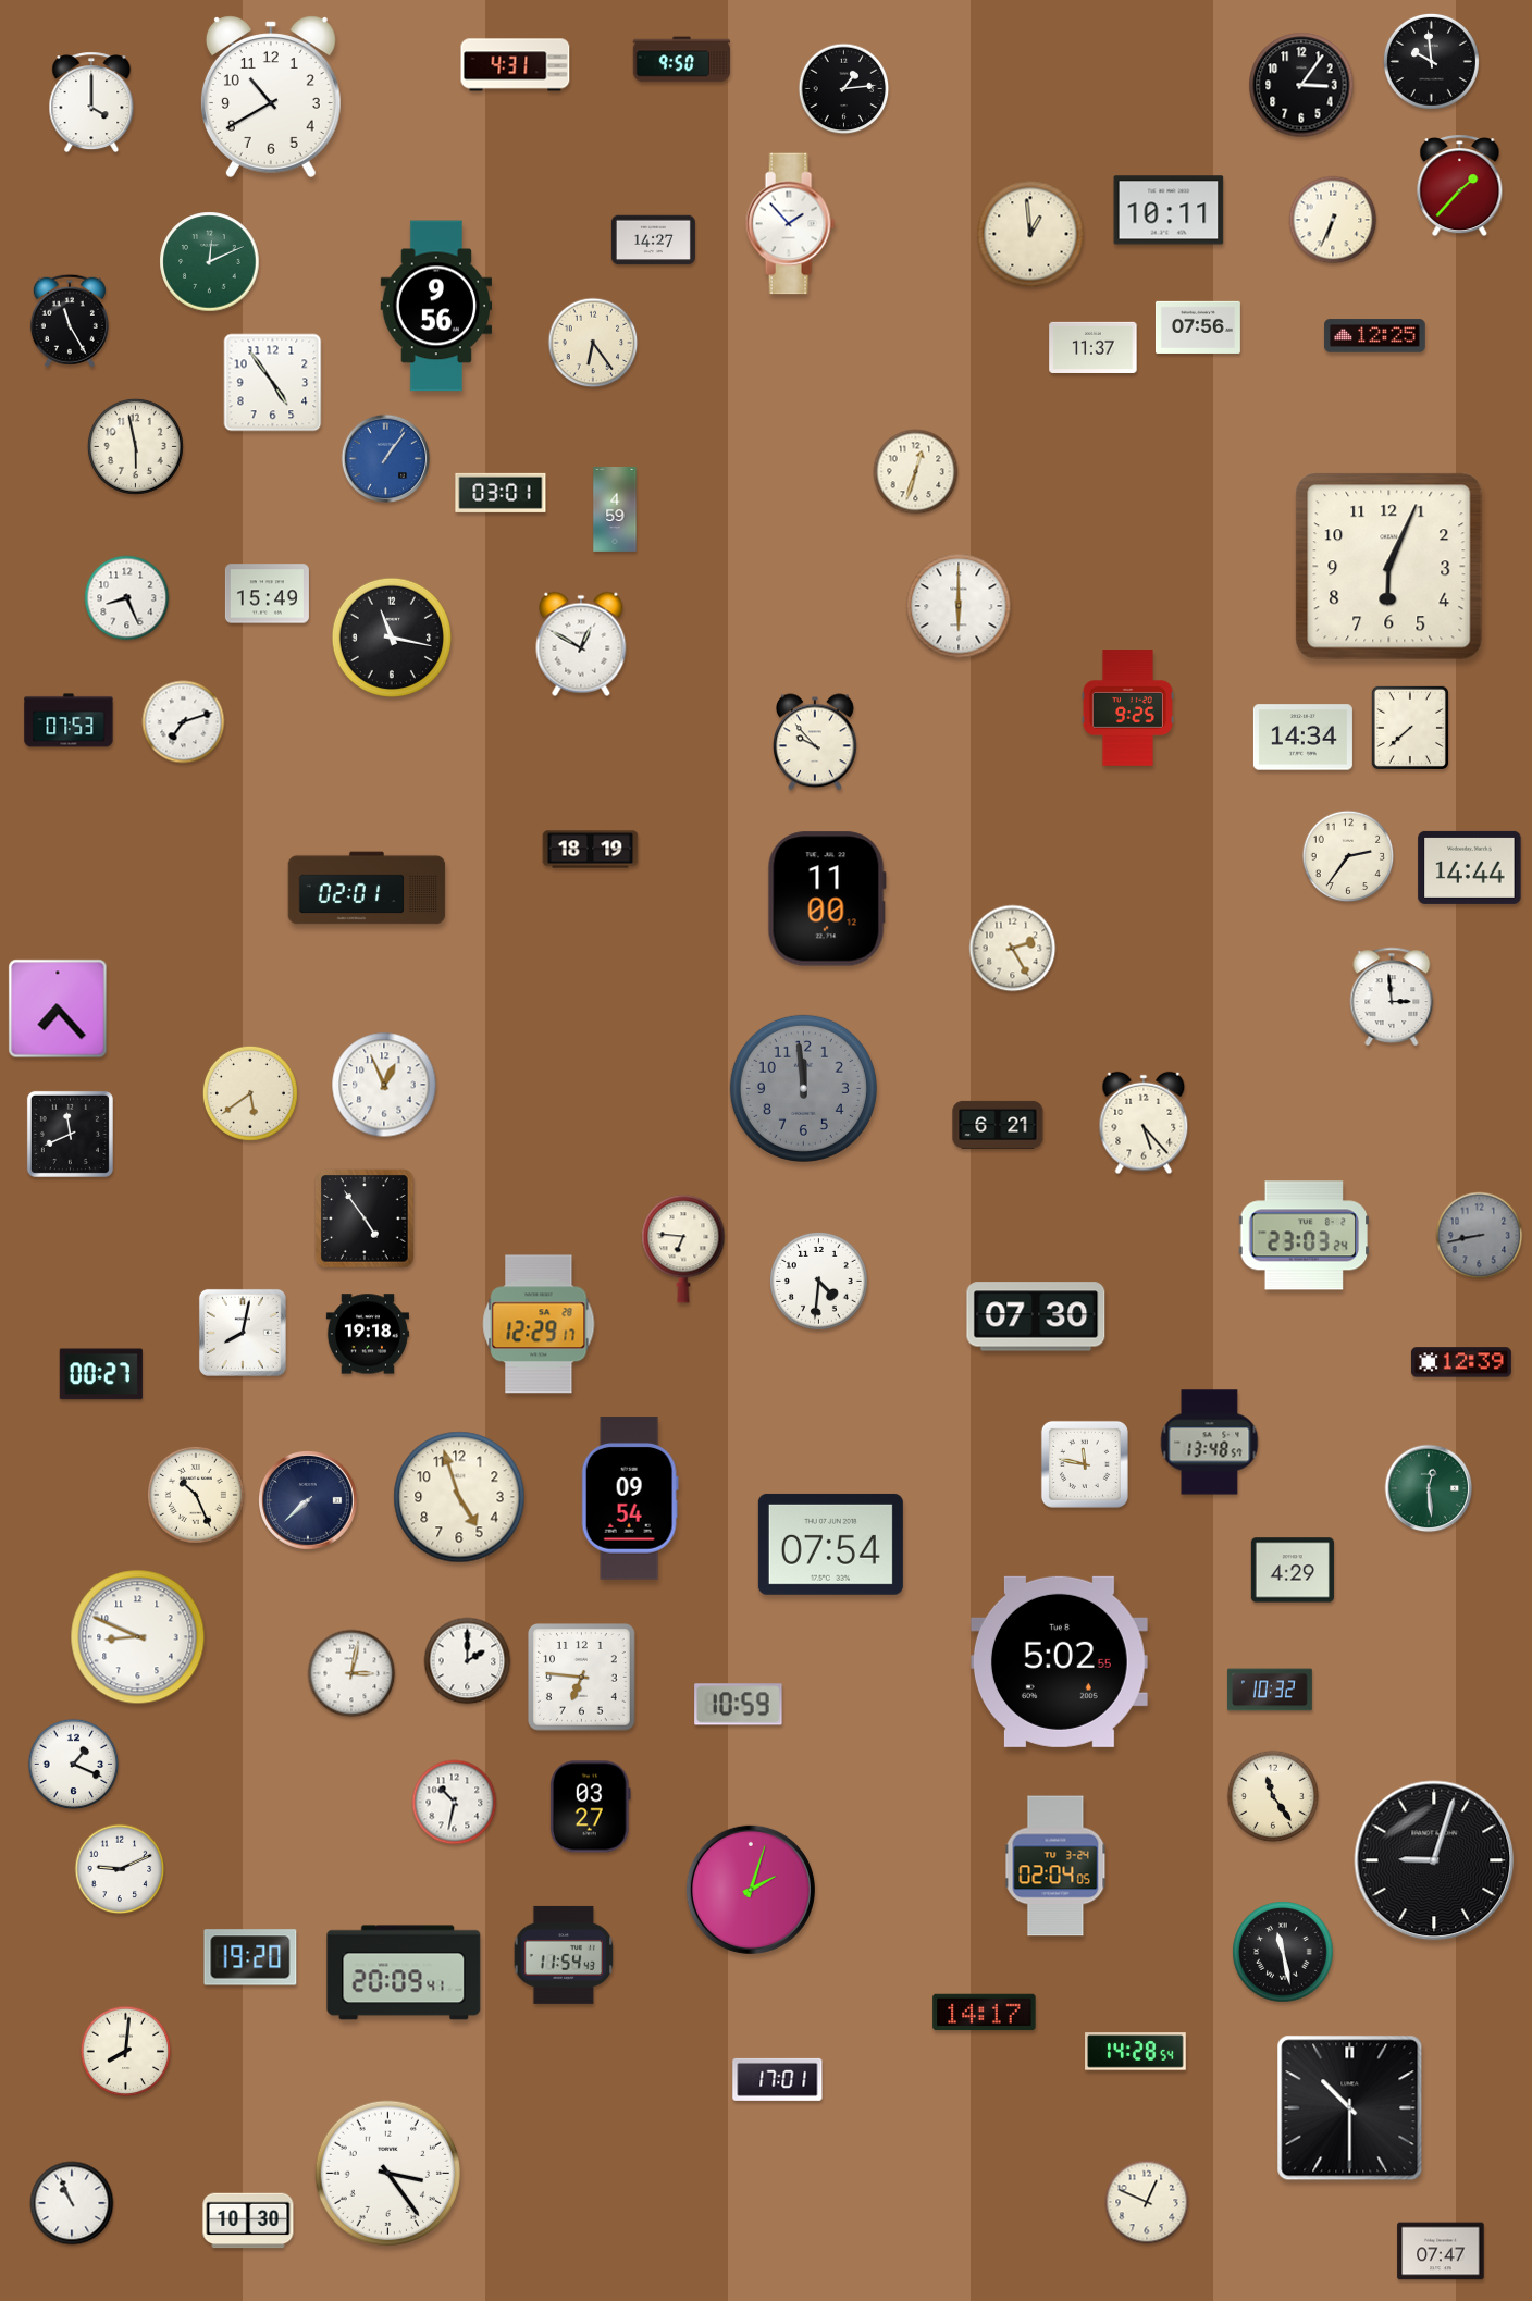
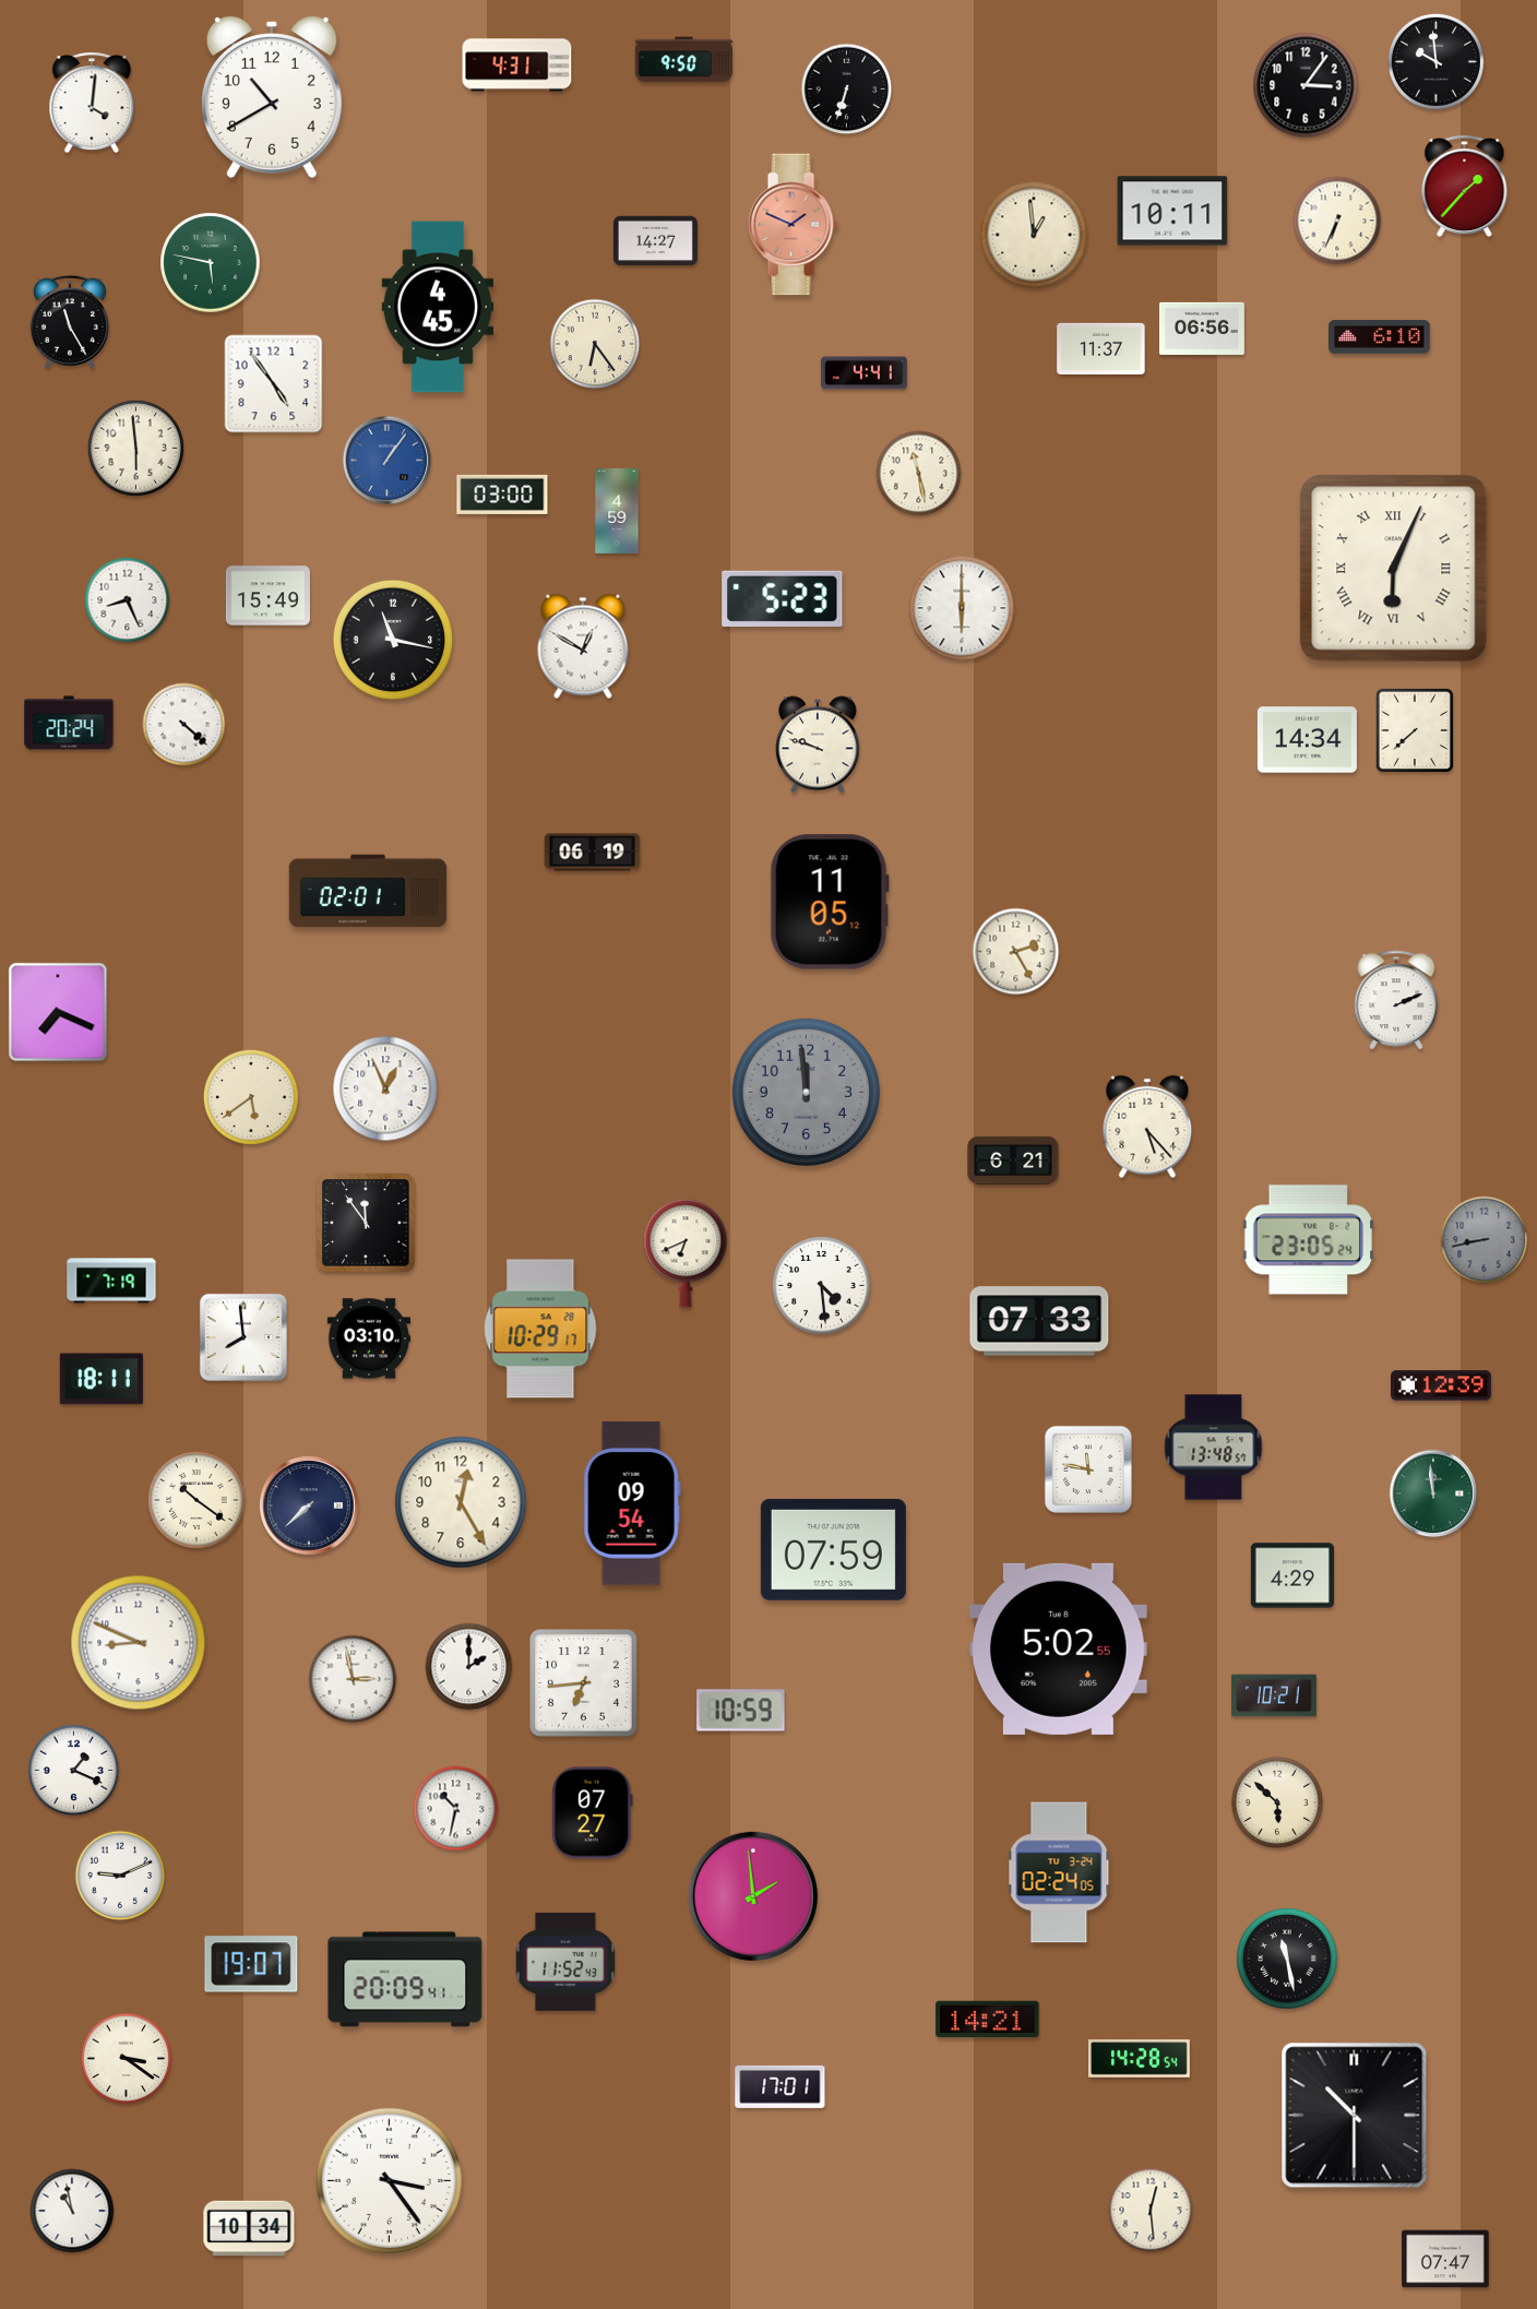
clock at (844, 89): 1:14 -> 6:33
clock at (91, 102): 4:00 -> 4:01
clock at (790, 224): 1:53 -> 1:49
clock at (790, 224) dial: white -> salmon
clock at (210, 262): 12:11 -> 5:47
clock at (436, 306): 9:56 -> 4:45
clock at (1198, 327): 07:56 -> 06:56
clock at (1375, 336): 12:25 -> 6:10
clock at (1094, 347) position: (1094, 347) -> (1101, 348)
clock at (865, 373): none -> 4:41
clock at (135, 446): 5:58 -> 5:59
clock at (916, 472): 12:33 -> 11:28
clock at (501, 493): 03:01 -> 03:00
clock at (1389, 567) numerals: Arabic -> Roman
clock at (783, 598): none -> 5:23
clock at (1127, 708): 9:25 -> none
clock at (69, 720): 07:53 -> 20:24
clock at (184, 722): 7:12 -> 4:22
clock at (815, 742): 9:53 -> 9:48
clock at (591, 850): 18:19 -> 06:19
clock at (1348, 856): 2:36 -> none
clock at (1470, 867): 14:44 -> none
clock at (827, 899): 11:00 -> 11:05
clock at (1392, 997): 2:59 -> 2:11
clock at (58, 1009): 7:23 -> 7:19
clock at (998, 1125) position: (998, 1125) -> (1013, 1161)
clock at (70, 1134): 11:41 -> none
clock at (365, 1218): 4:54 -> 11:54
clock at (1305, 1236): 23:03 -> 23:05
clock at (683, 1249): 6:46 -> 6:41
clock at (111, 1281): none -> 7:19
clock at (819, 1282): 4:31 -> 4:29
clock at (1036, 1316): 07:30 -> 07:33
clock at (539, 1324): 12:29 -> 10:29
clock at (243, 1333): 8:02 -> 7:59
clock at (368, 1334): 19:18 -> 03:10
clock at (1461, 1362) position: (1461, 1362) -> (1441, 1385)
clock at (101, 1374): 00:27 -> 18:11
clock at (1429, 1488): 12:29 -> 11:59
clock at (196, 1495): 10:26 -> 10:21
clock at (459, 1497): 4:57 -> 12:25
clock at (830, 1544): 07:54 -> 07:59
clock at (1293, 1570) position: (1293, 1570) -> (1292, 1575)
clock at (1059, 1661) position: (1059, 1661) -> (1058, 1649)
clock at (351, 1673): 3:02 -> 2:58
clock at (582, 1678): 6:46 -> 6:44
clock at (1270, 1690): 10:32 -> 10:21
clock at (1273, 1796): 11:24 -> 5:52
clock at (591, 1807): 03:27 -> 07:27
clock at (1434, 1860): 9:03 -> none
clock at (1055, 1866): 02:04 -> 02:24
clock at (751, 1890): 2:03 -> 1:59
clock at (564, 1955): 11:54 -> 11:52
clock at (250, 1957): 19:20 -> 19:07
clock at (985, 2013): 14:17 -> 14:21
clock at (126, 2052): 8:01 -> 3:21
clock at (1147, 2202): 12:49 -> 12:29
clock at (72, 2203): 10:56 -> 10:58
clock at (248, 2220): 10:30 -> 10:34
